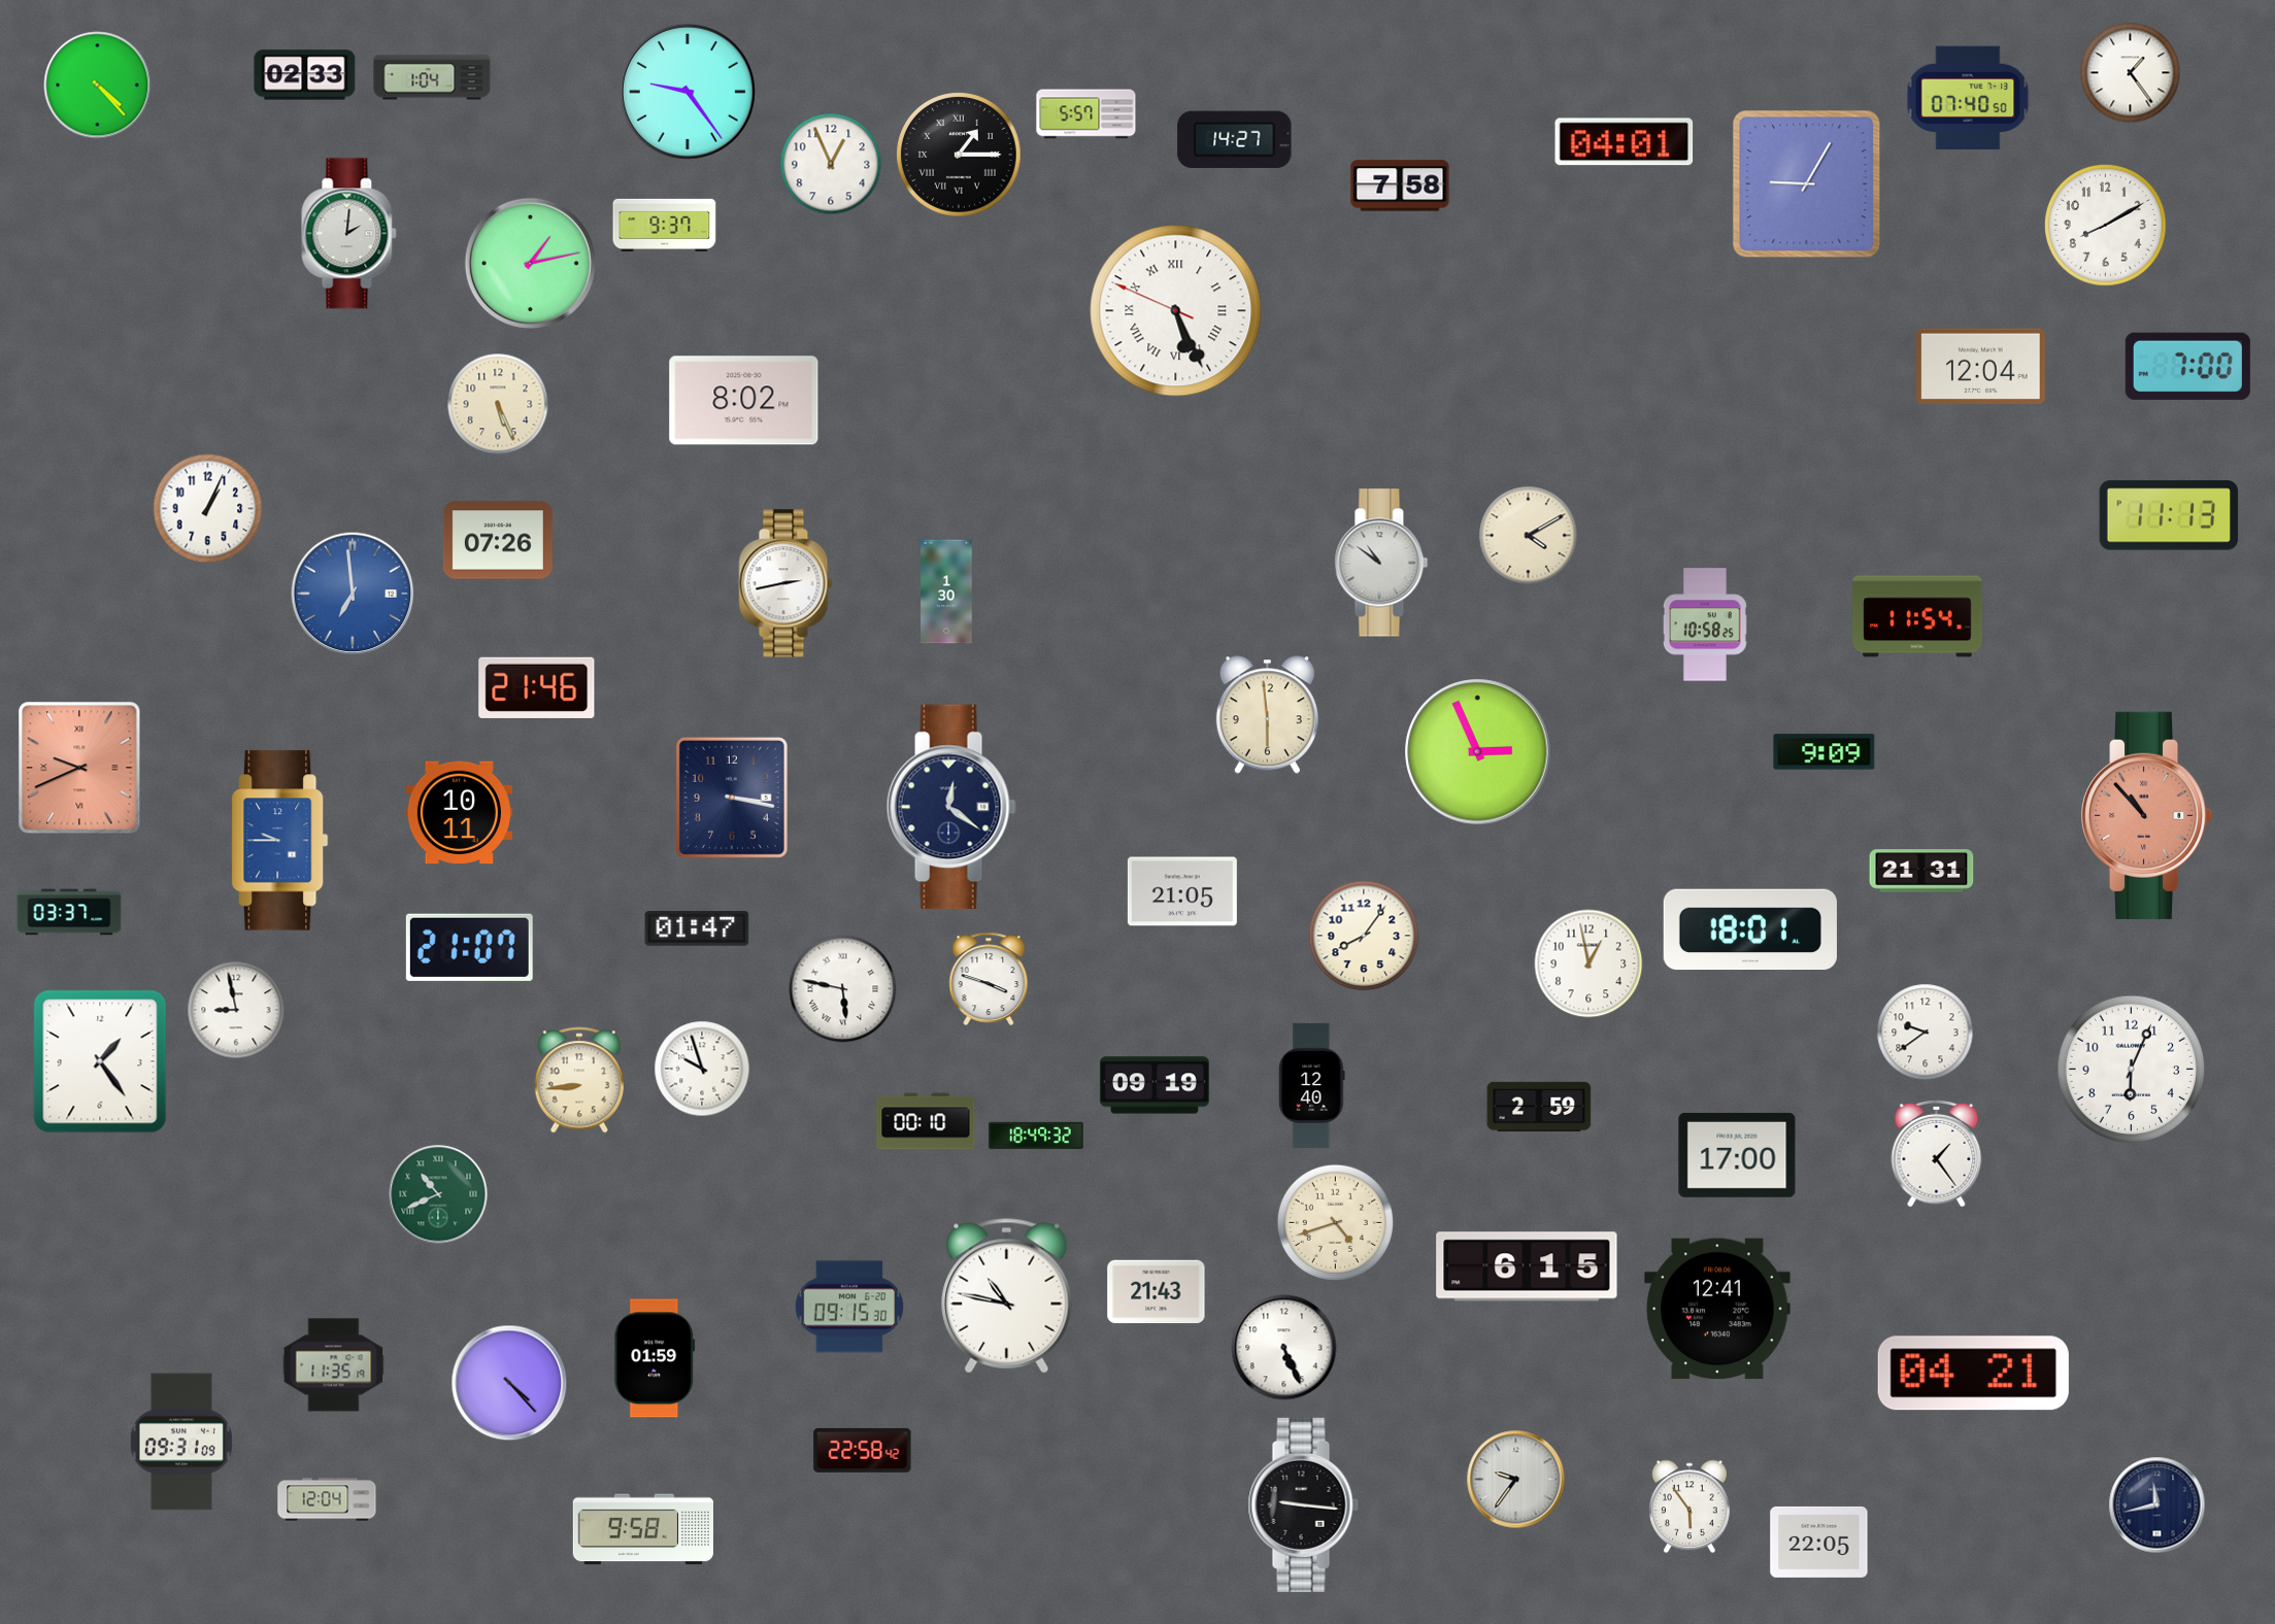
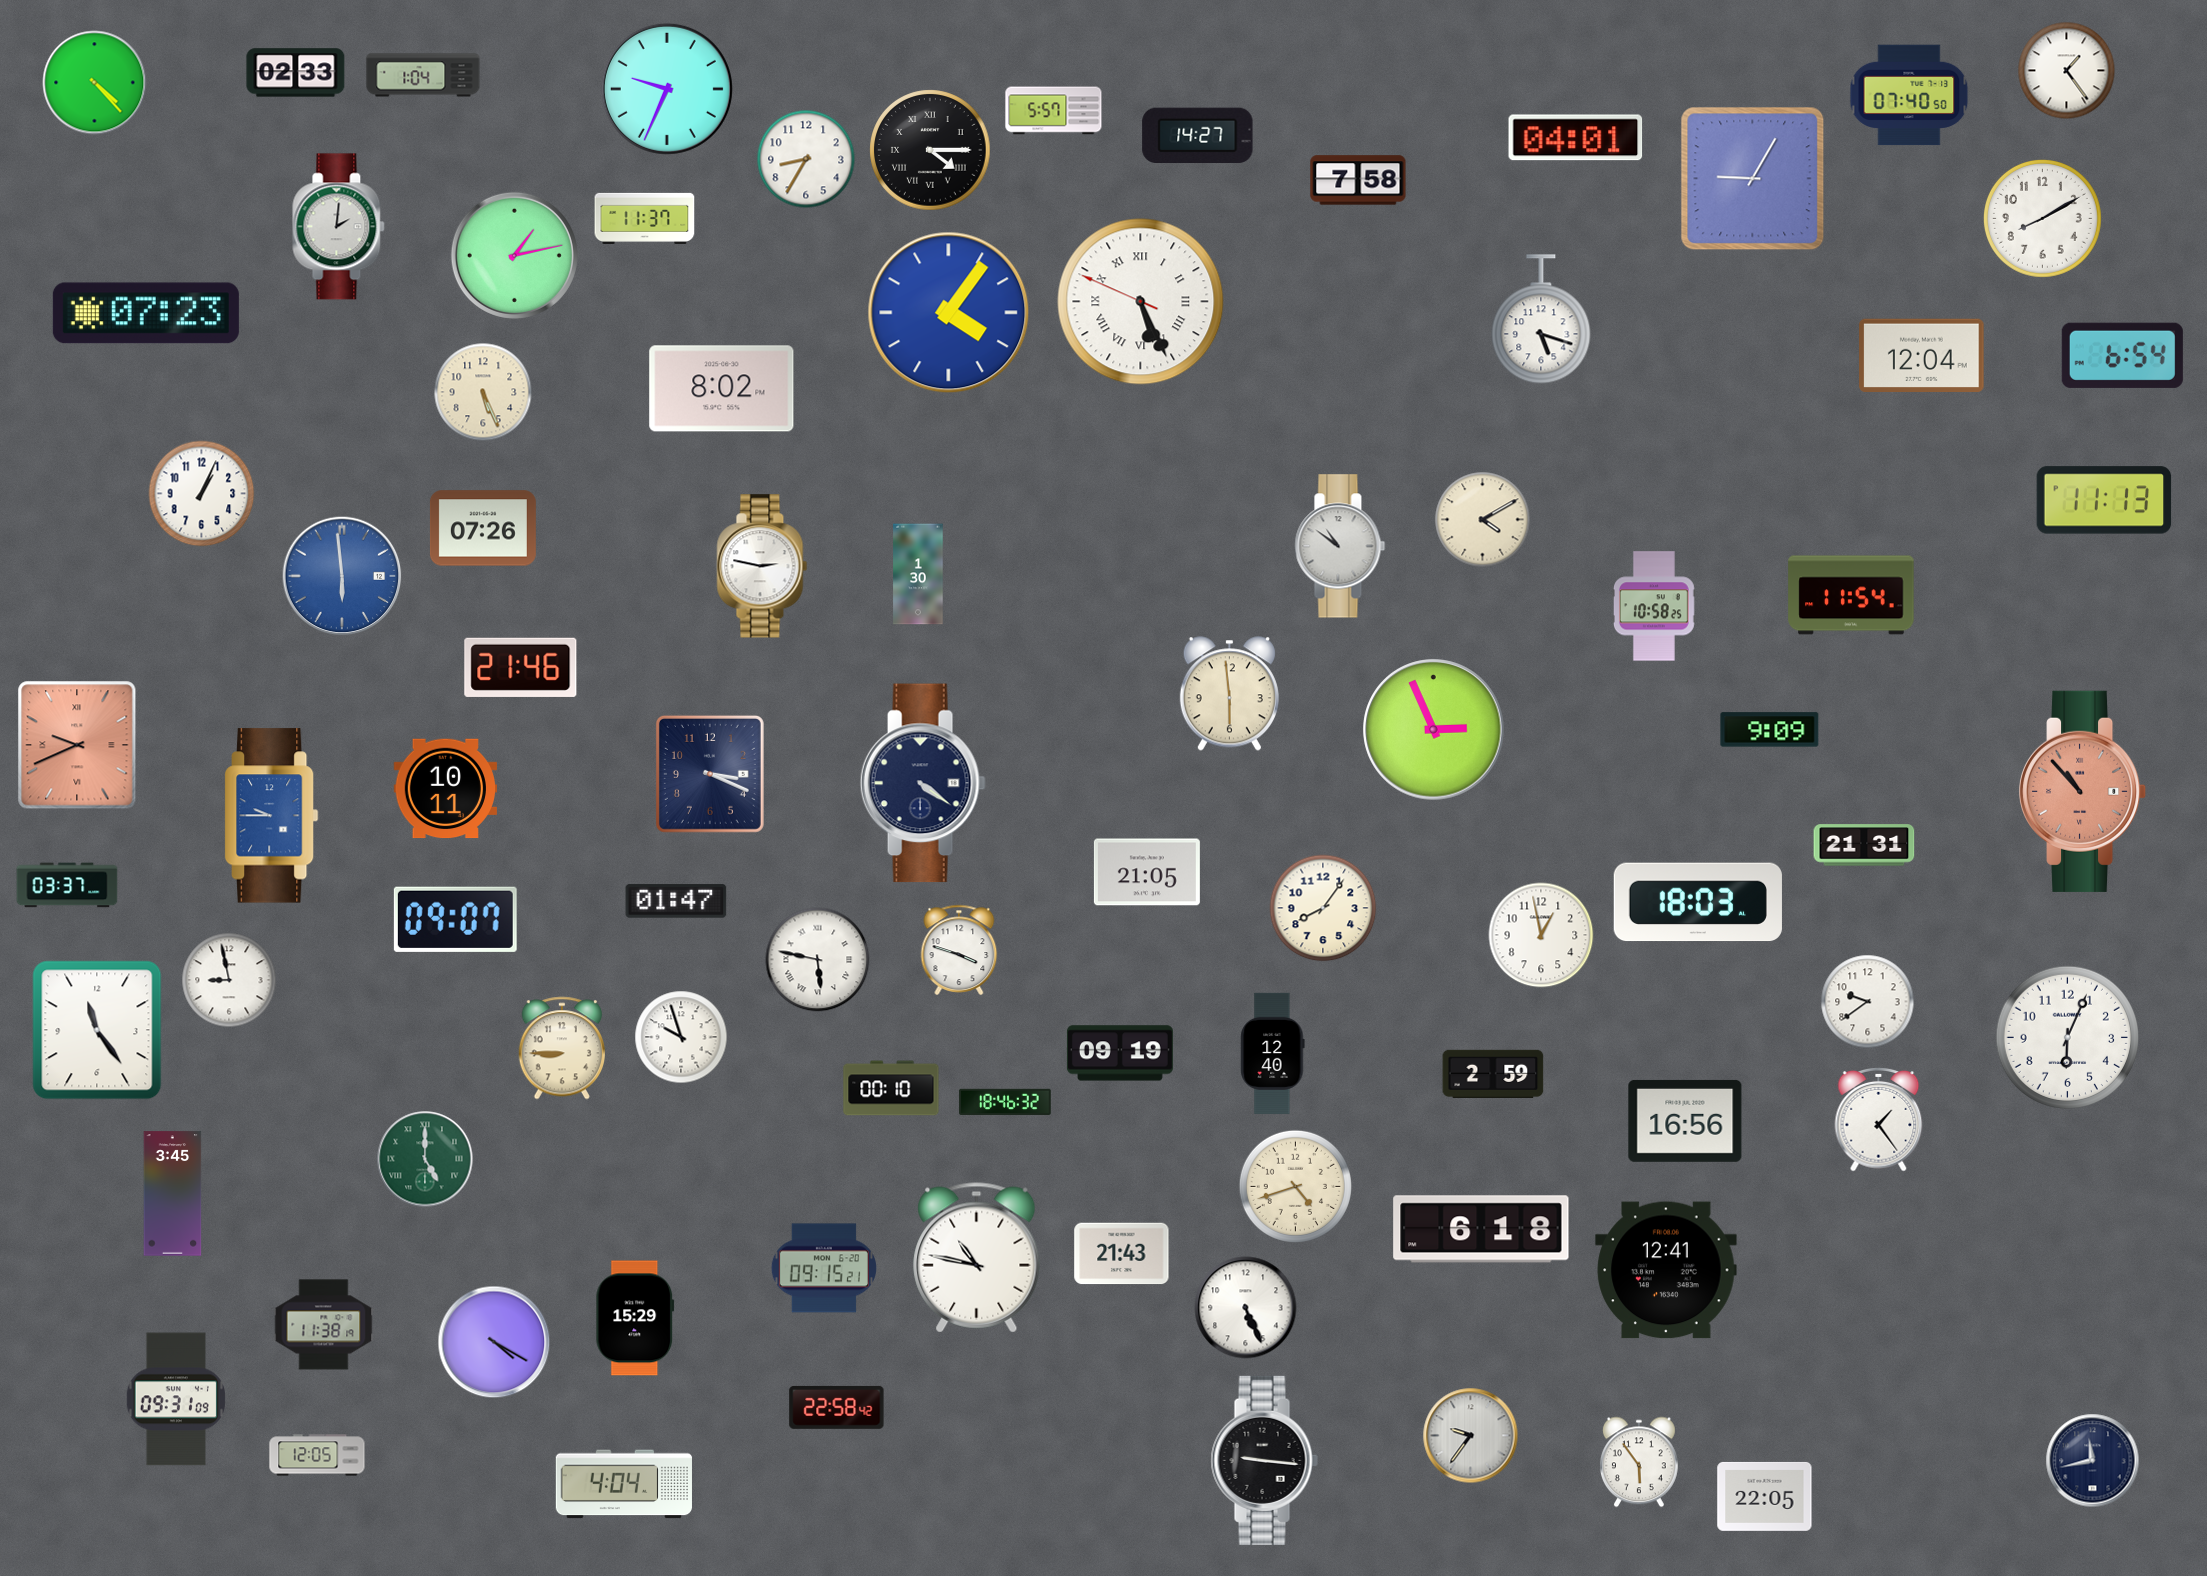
clock at (432, 77) position: (432, 77) -> (423, 75)
clock at (688, 92): 9:24 -> 9:34
clock at (959, 155): 1:15 -> 4:15
clock at (831, 164): 12:56 -> 8:35
clock at (665, 225): 9:37 -> 11:37
clock at (146, 313): none -> 07:23
clock at (949, 313): none -> 4:06
clock at (1541, 319): none -> 5:18
clock at (2187, 366): 7:00 -> 6:54
clock at (498, 540) position: (498, 540) -> (483, 528)
clock at (785, 583): 2:43 -> 2:47
clock at (353, 594): 6:59 -> 5:59
clock at (1917, 616) position: (1917, 616) -> (1851, 595)
clock at (732, 798): 3:17 -> 3:19
clock at (951, 807): 12:21 -> 4:21
clock at (1182, 891) position: (1182, 891) -> (1147, 872)
clock at (1750, 929): 18:01 -> 18:03
clock at (469, 947): 21:07 -> 09:07
clock at (100, 1061): 1:24 -> 11:24
clock at (578, 1080): 8:44 -> 8:45
clock at (926, 1121) position: (926, 1121) -> (891, 1088)
clock at (1036, 1135): 18:49 -> 18:46
clock at (1737, 1155): 17:00 -> 16:56
clock at (438, 1194): 10:41 -> 5:00
clock at (173, 1194): none -> 3:45
clock at (1527, 1266): 6:15 -> 6:18
clock at (849, 1307): 09:15:30 -> 09:15:21
clock at (655, 1358): 01:59 -> 15:29
clock at (334, 1365): 11:35 -> 11:38
clock at (1973, 1374): 04:21 -> none
clock at (509, 1383): 4:23 -> 4:20
clock at (327, 1499): 12:04 -> 12:05
clock at (643, 1529): 9:58 -> 4:04
